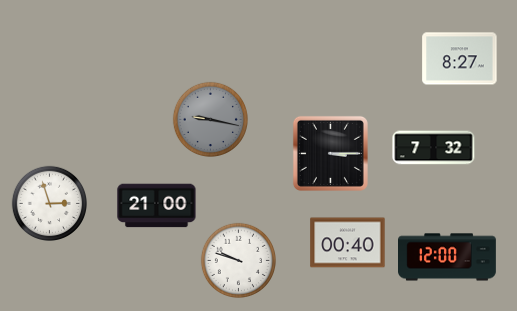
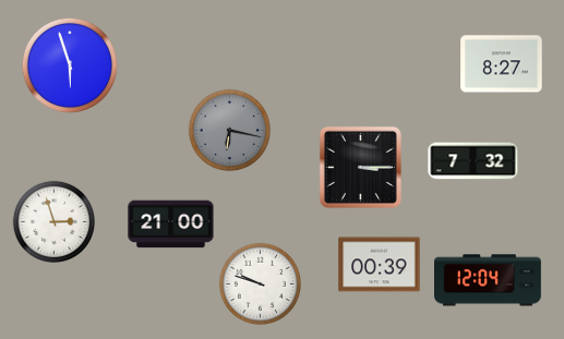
clock at (70, 65): none -> 5:57
clock at (210, 119): 9:17 -> 6:17
clock at (348, 243): 00:40 -> 00:39
clock at (448, 257): 12:00 -> 12:04
